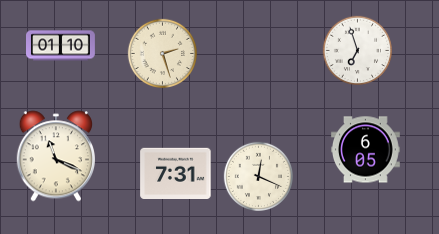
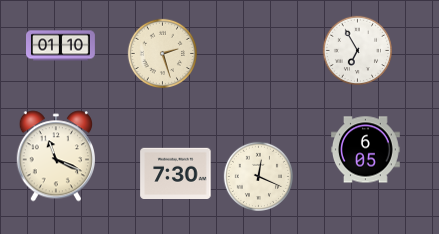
clock at (357, 50): 6:57 -> 6:55
clock at (176, 173): 7:31 -> 7:30
